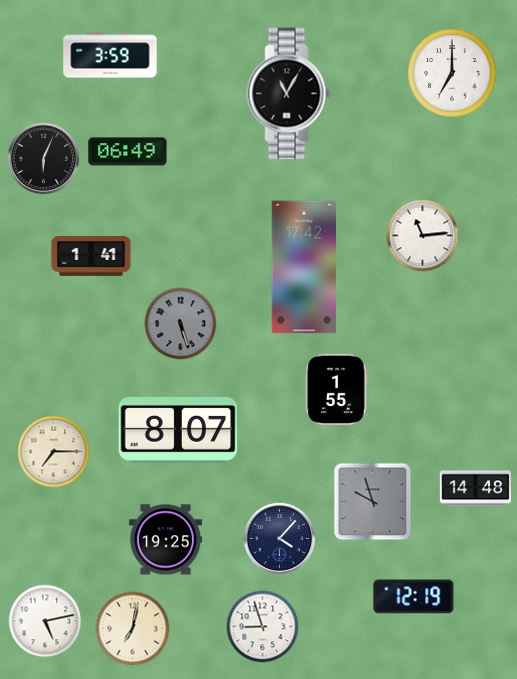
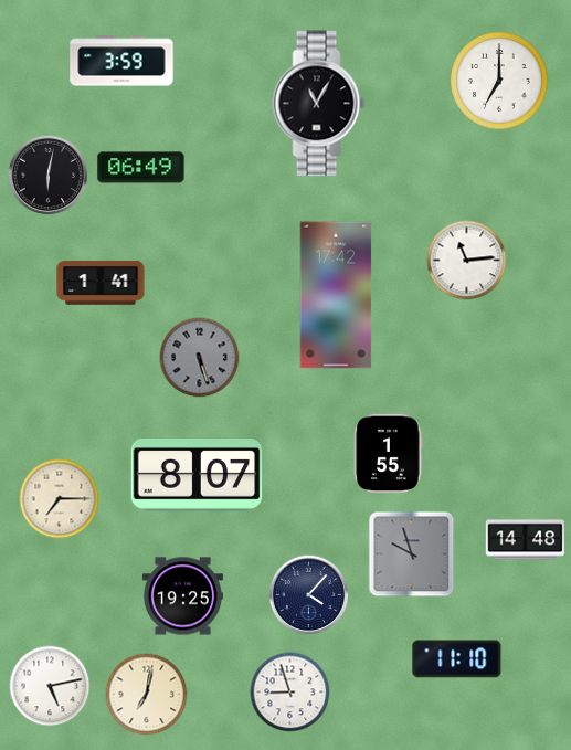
clock at (44, 159): 6:04 -> 6:02
clock at (336, 389) position: (336, 389) -> (388, 453)
clock at (414, 597): 12:19 -> 11:10
